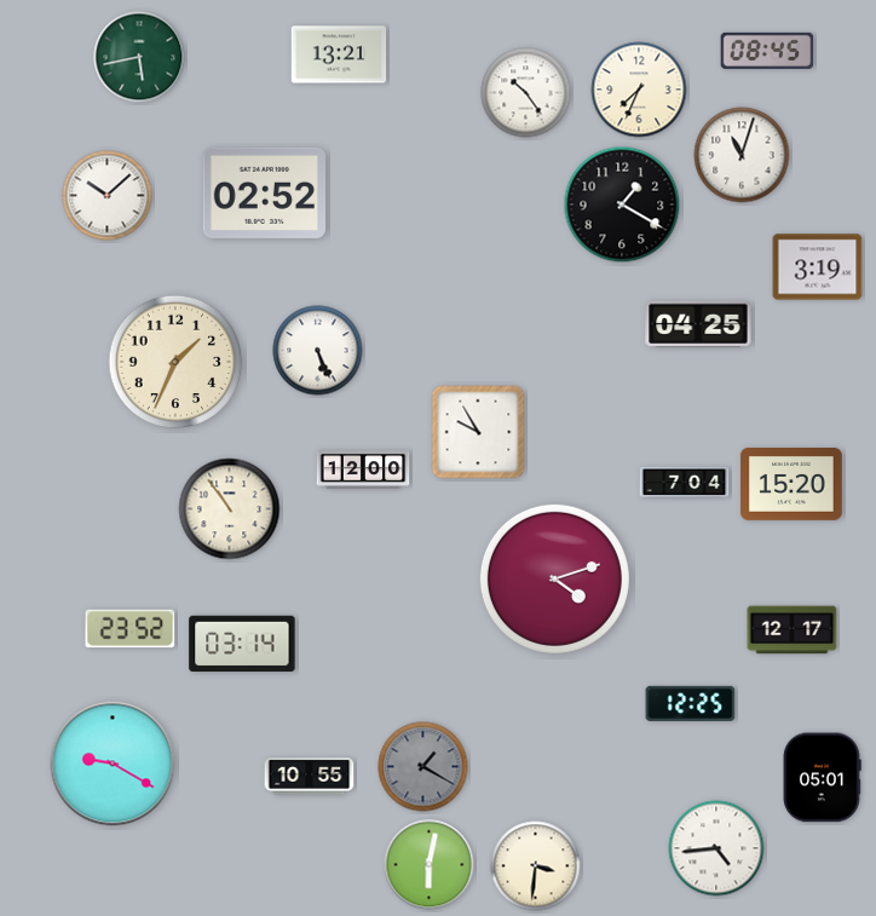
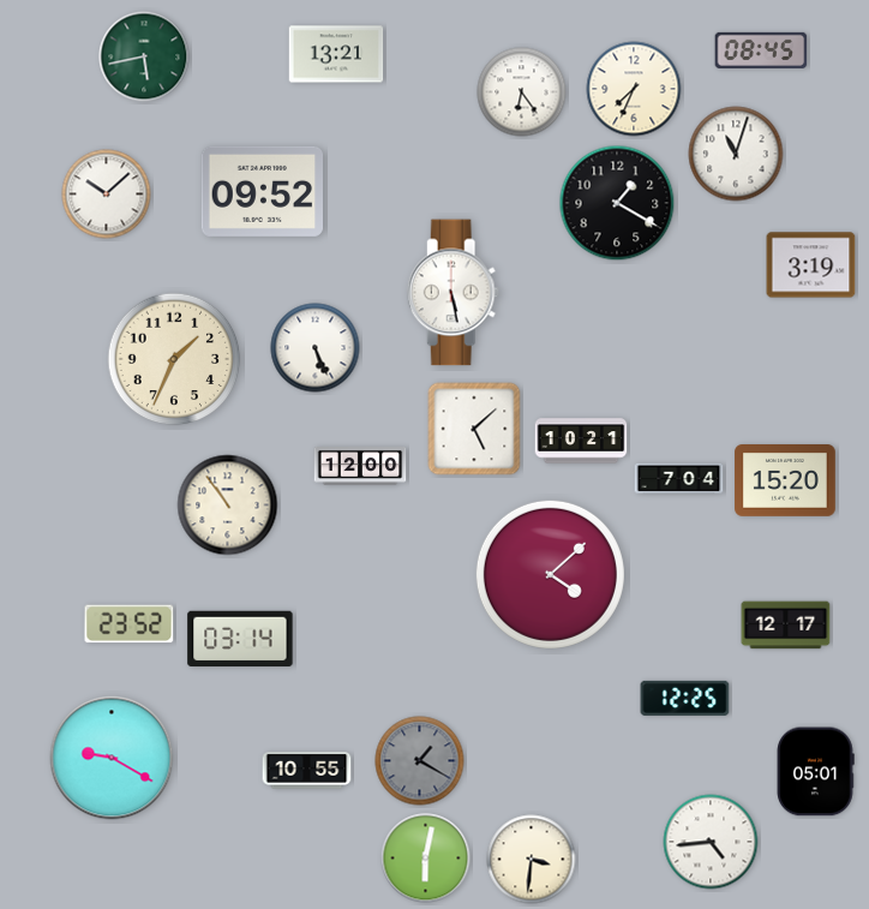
clock at (139, 57) position: (139, 57) -> (144, 56)
clock at (526, 93): 10:24 -> 6:24
clock at (265, 192): 02:52 -> 09:52
clock at (454, 293): none -> 5:28
clock at (698, 324): 04:25 -> none
clock at (478, 432): 9:55 -> 5:08
clock at (581, 441): none -> 10:21
clock at (554, 578): 4:12 -> 4:08
